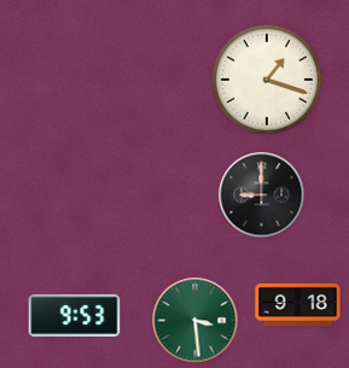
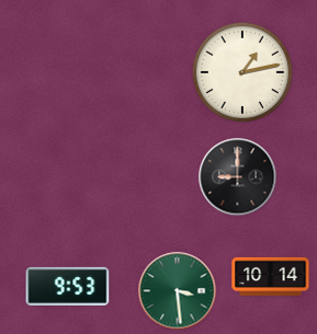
clock at (266, 78): 1:18 -> 1:13
clock at (298, 304): 9:18 -> 10:14
